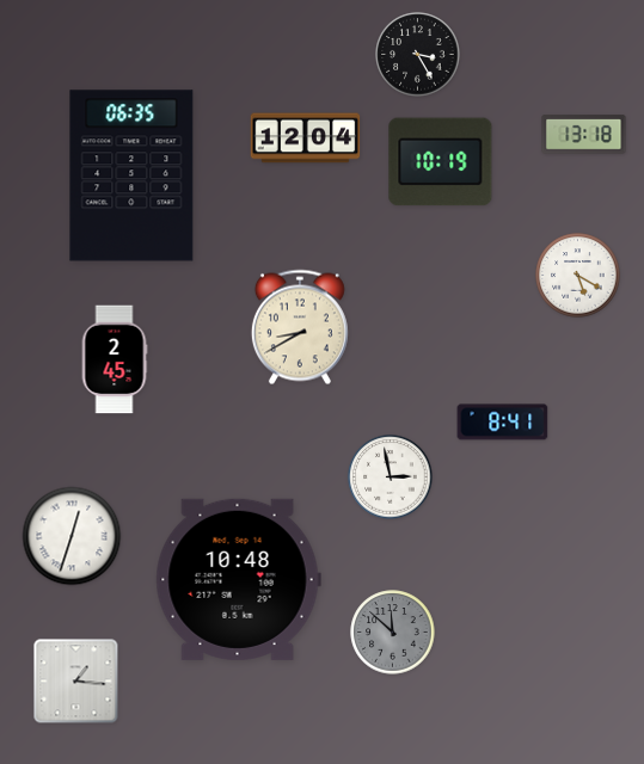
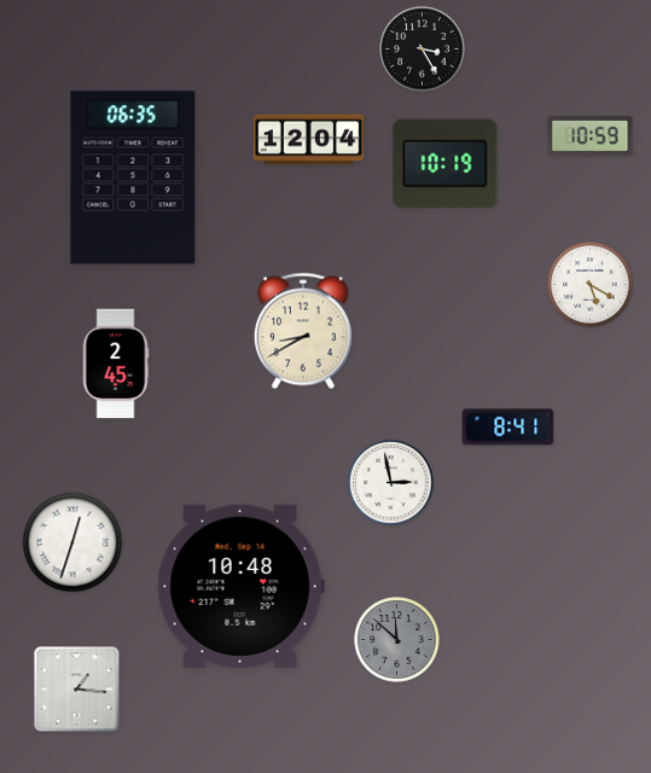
clock at (418, 55) position: (418, 55) -> (423, 50)
clock at (584, 135): 13:18 -> 10:59
clock at (578, 276) position: (578, 276) -> (591, 285)
clock at (391, 478) position: (391, 478) -> (391, 483)
